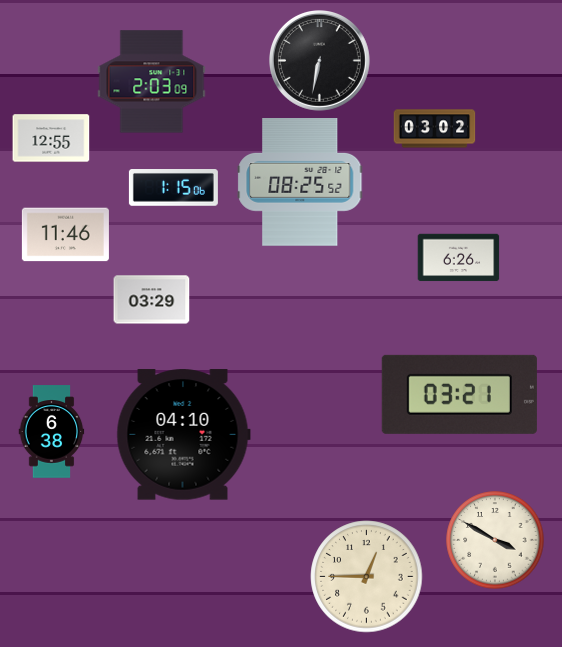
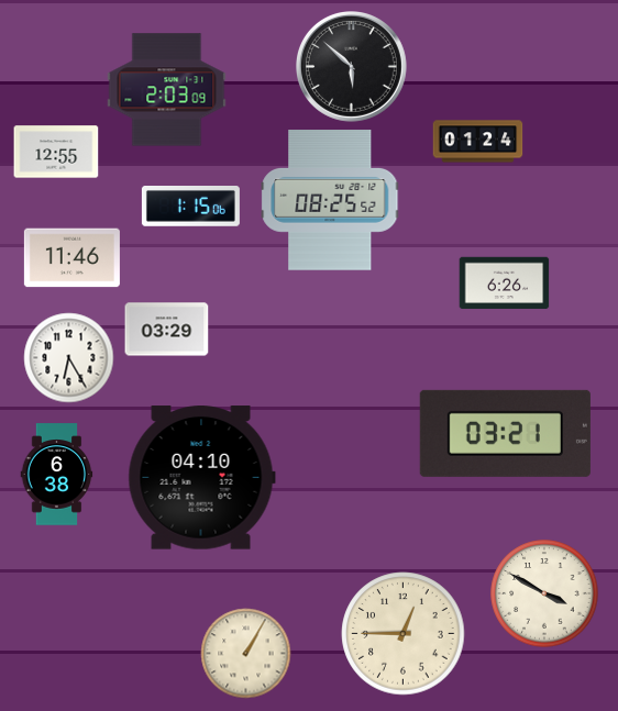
clock at (320, 61): 6:32 -> 5:52
clock at (435, 129): 03:02 -> 01:24
clock at (69, 358): none -> 6:25
clock at (246, 654): none -> 1:05
